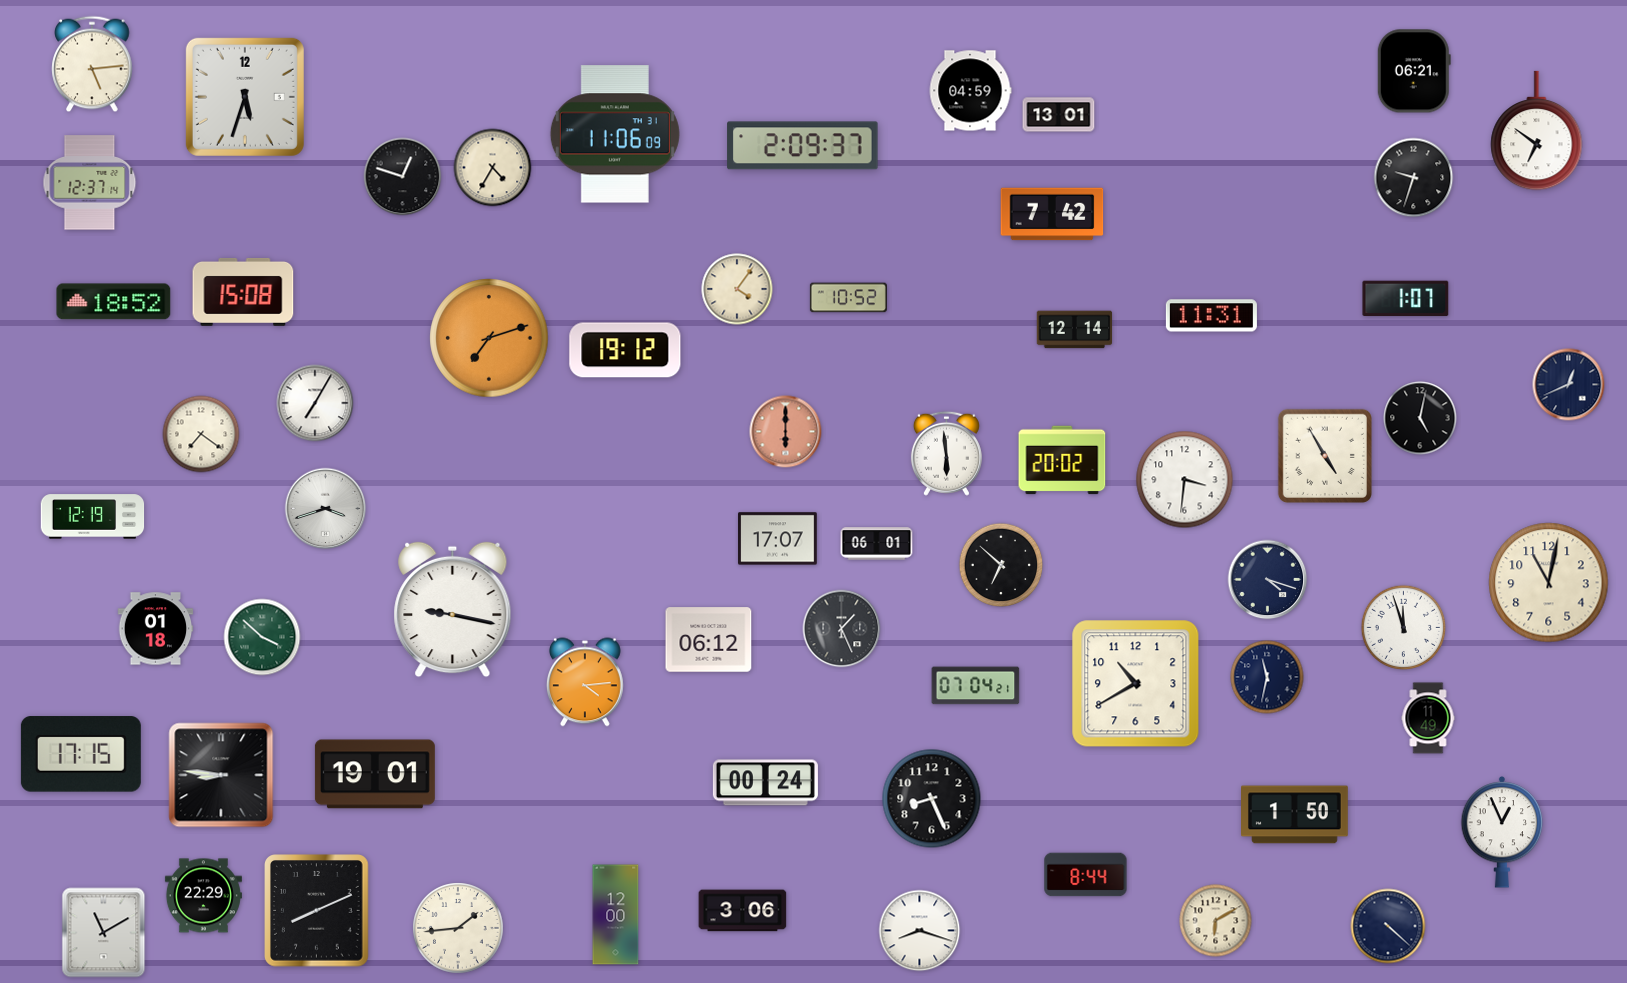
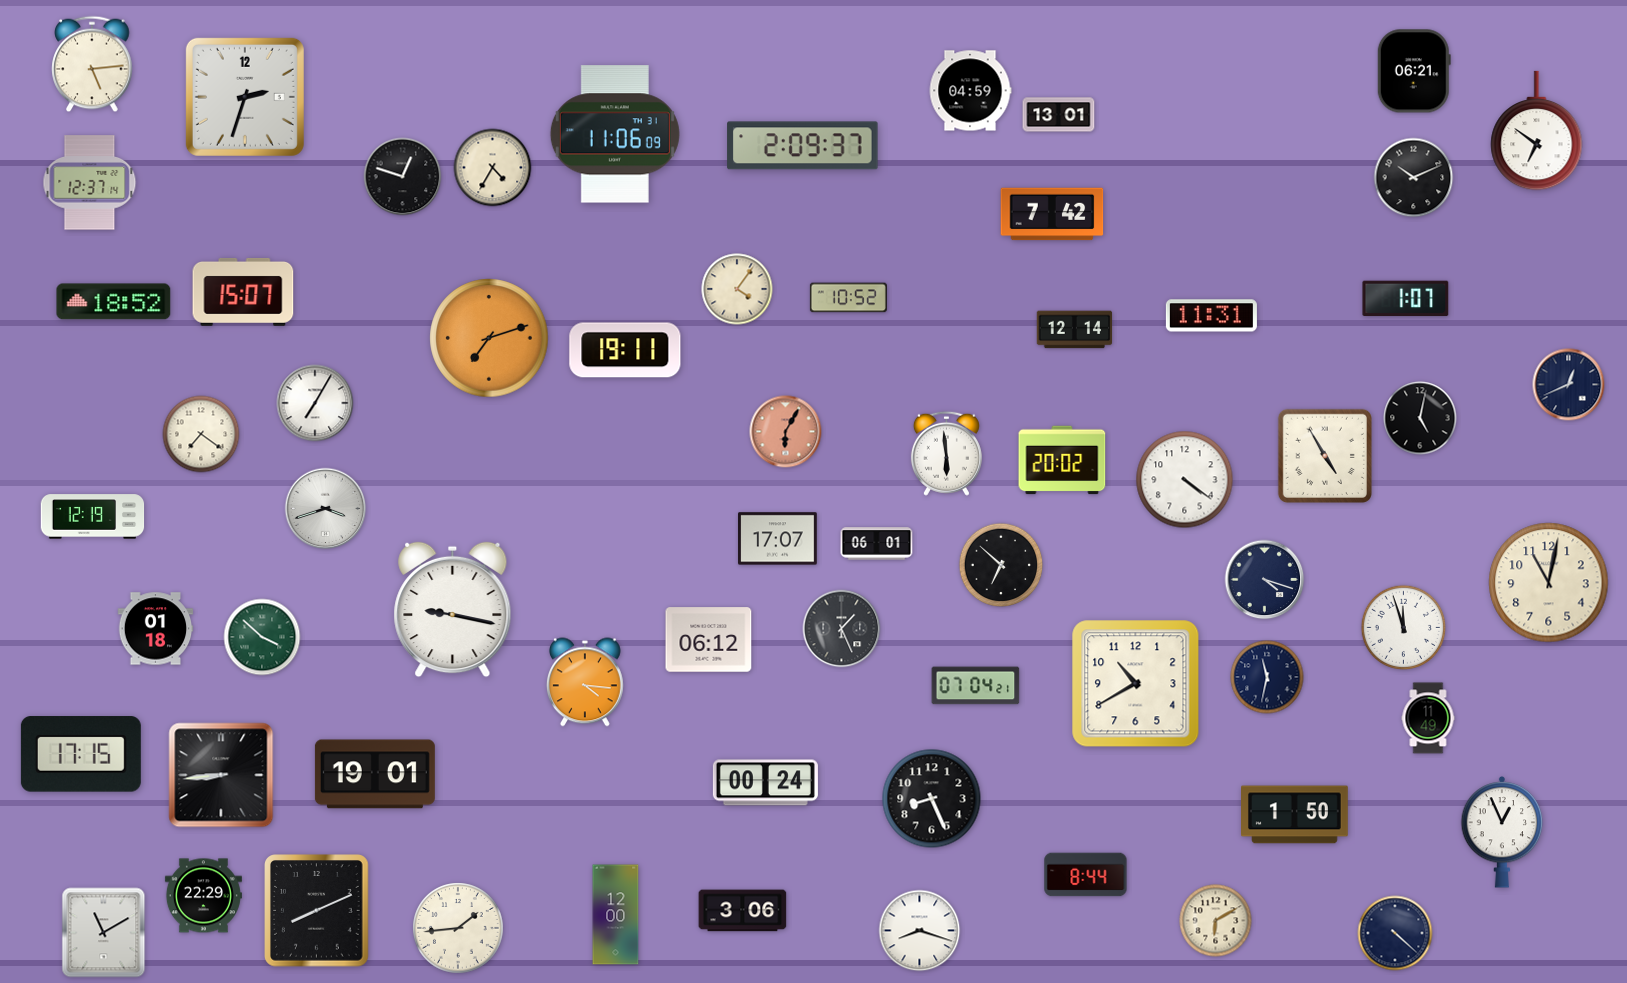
clock at (245, 97): 5:33 -> 2:33
clock at (1414, 178): 9:33 -> 10:11
clock at (243, 292): 15:08 -> 15:07
clock at (625, 350): 19:12 -> 19:11
clock at (786, 432): 6:00 -> 6:05
clock at (1185, 480): 3:31 -> 4:21
clock at (1268, 580) position: (1268, 580) -> (1265, 580)
clock at (585, 682): 4:14 -> 4:16
clock at (221, 775): 8:46 -> 8:44
clock at (1388, 926) position: (1388, 926) -> (1395, 933)
